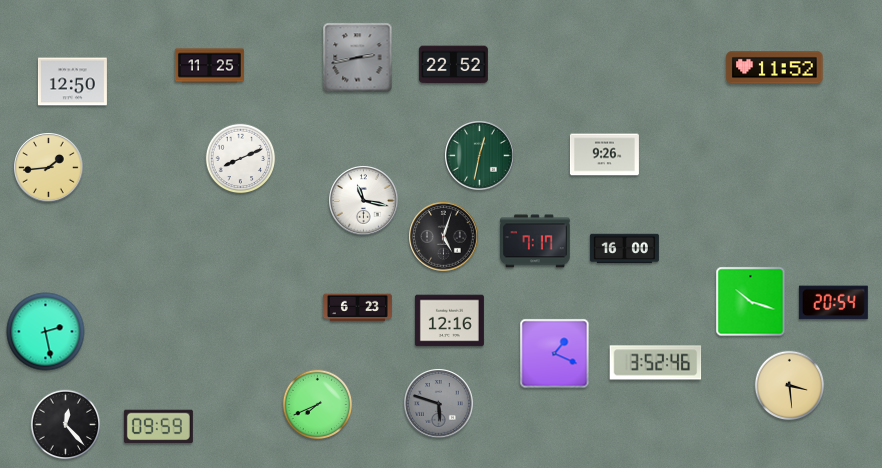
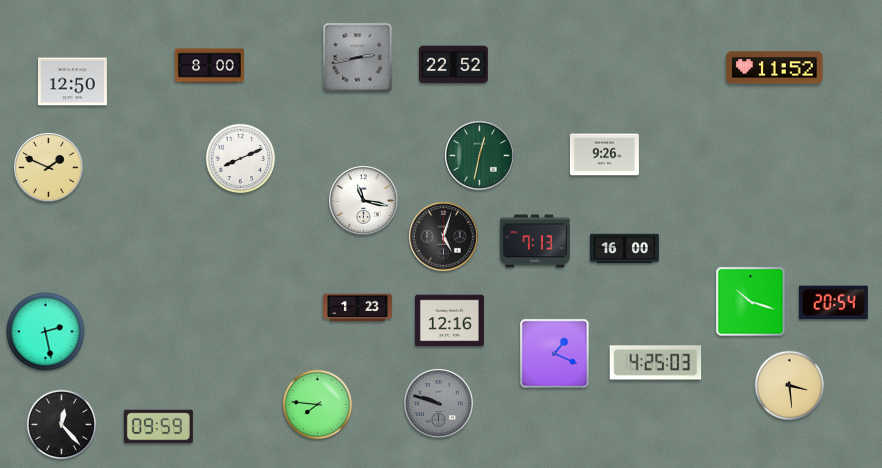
clock at (209, 66): 11:25 -> 8:00
clock at (49, 168): 1:44 -> 1:49
clock at (536, 241): 7:17 -> 7:13
clock at (357, 308): 6:23 -> 1:23
clock at (656, 363): 3:52 -> 4:25
clock at (439, 404): 5:48 -> 9:48
clock at (318, 405): 7:41 -> 7:46
clock at (66, 425) position: (66, 425) -> (62, 425)
